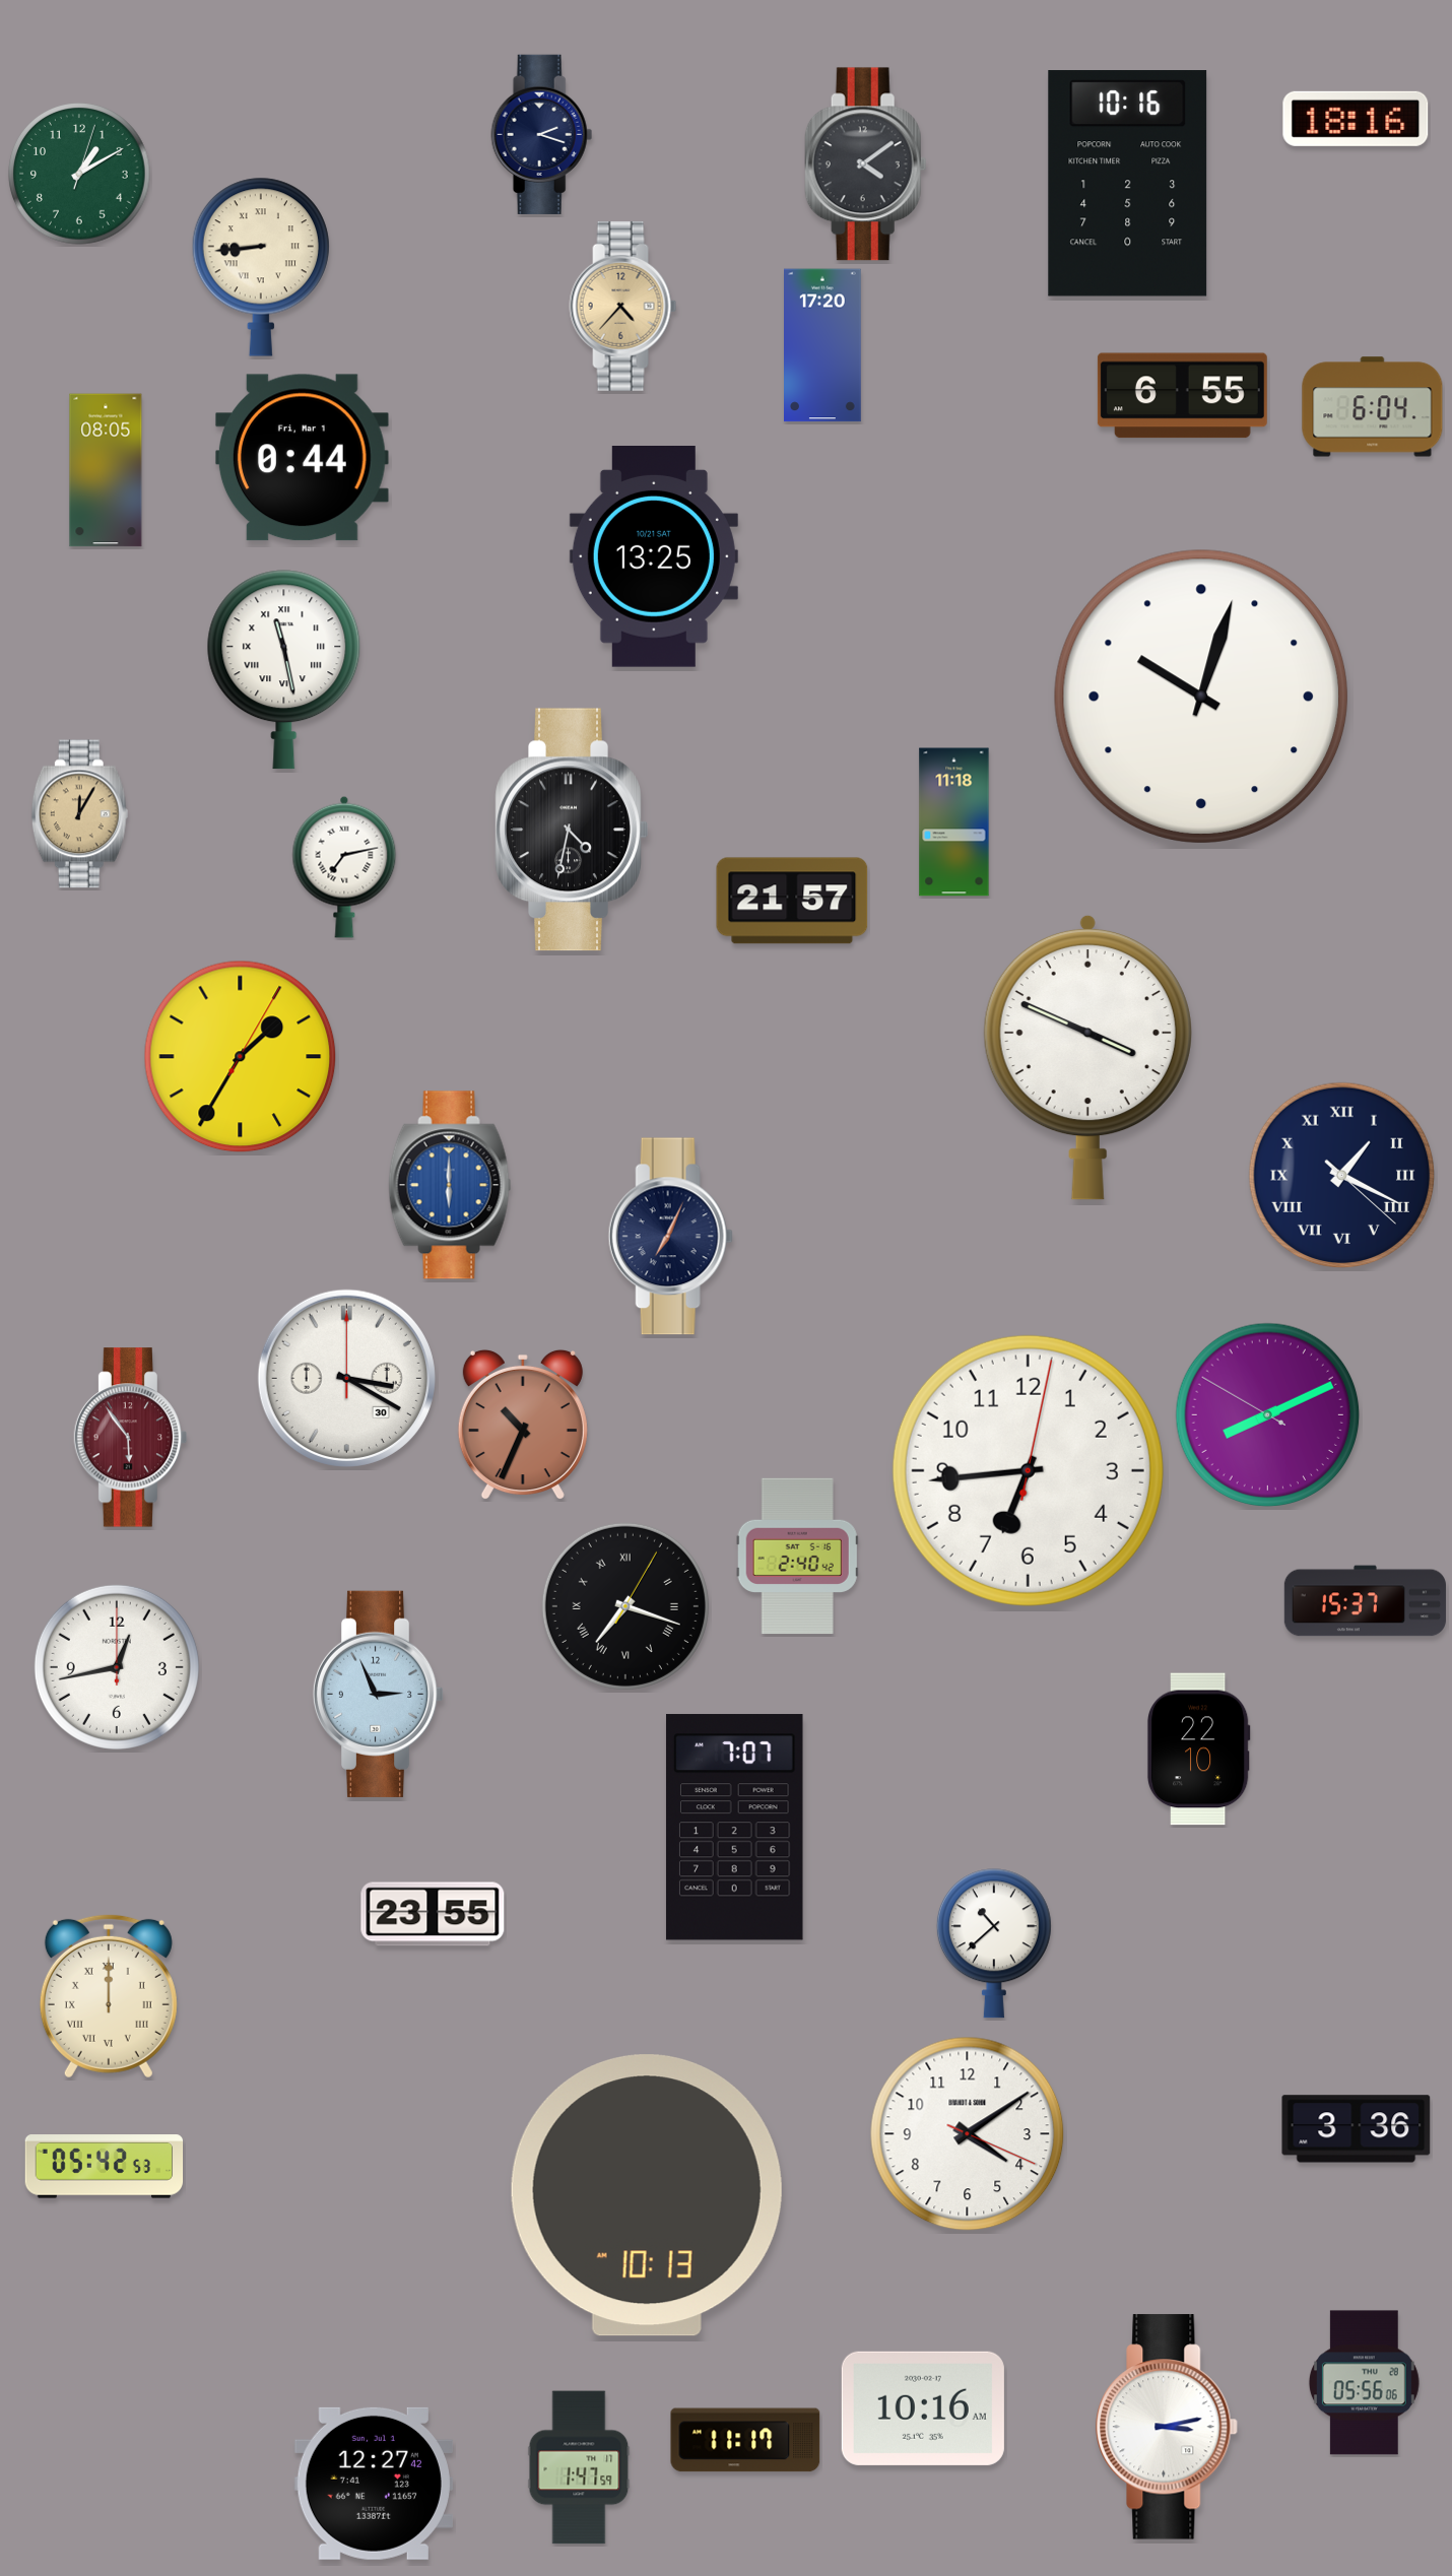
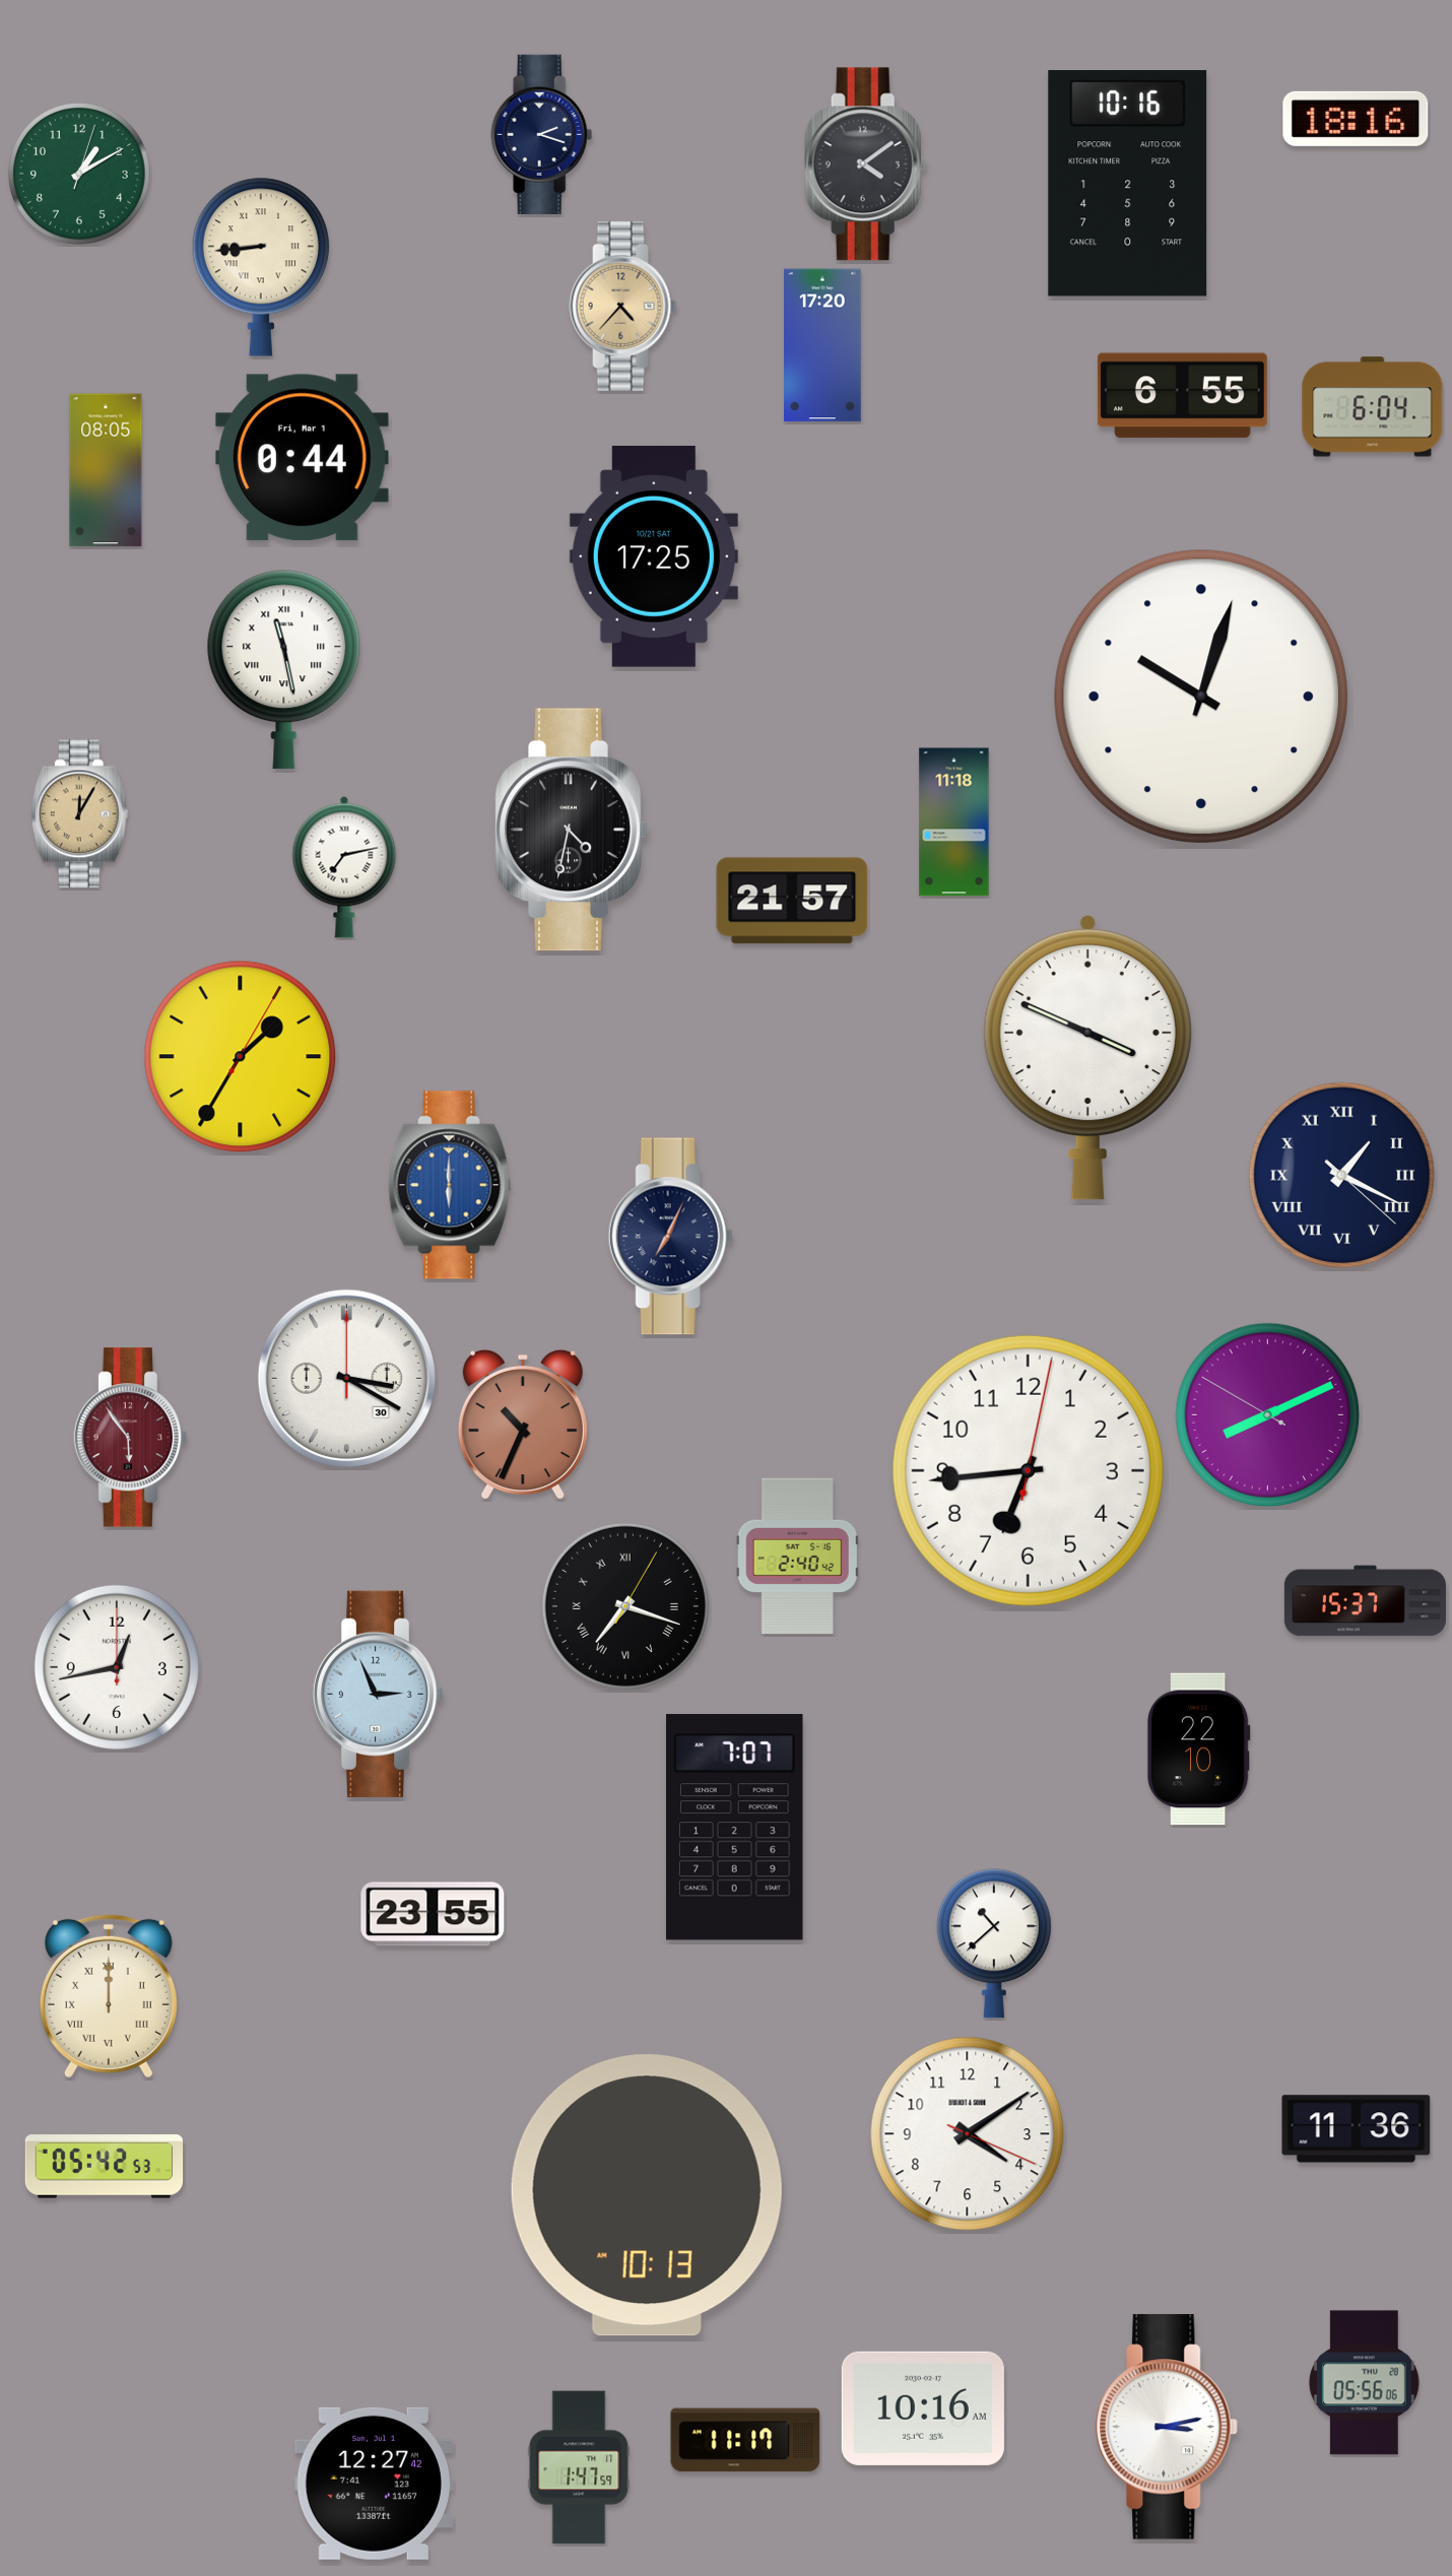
clock at (654, 557): 13:25 -> 17:25
clock at (1357, 2129): 3:36 -> 11:36
